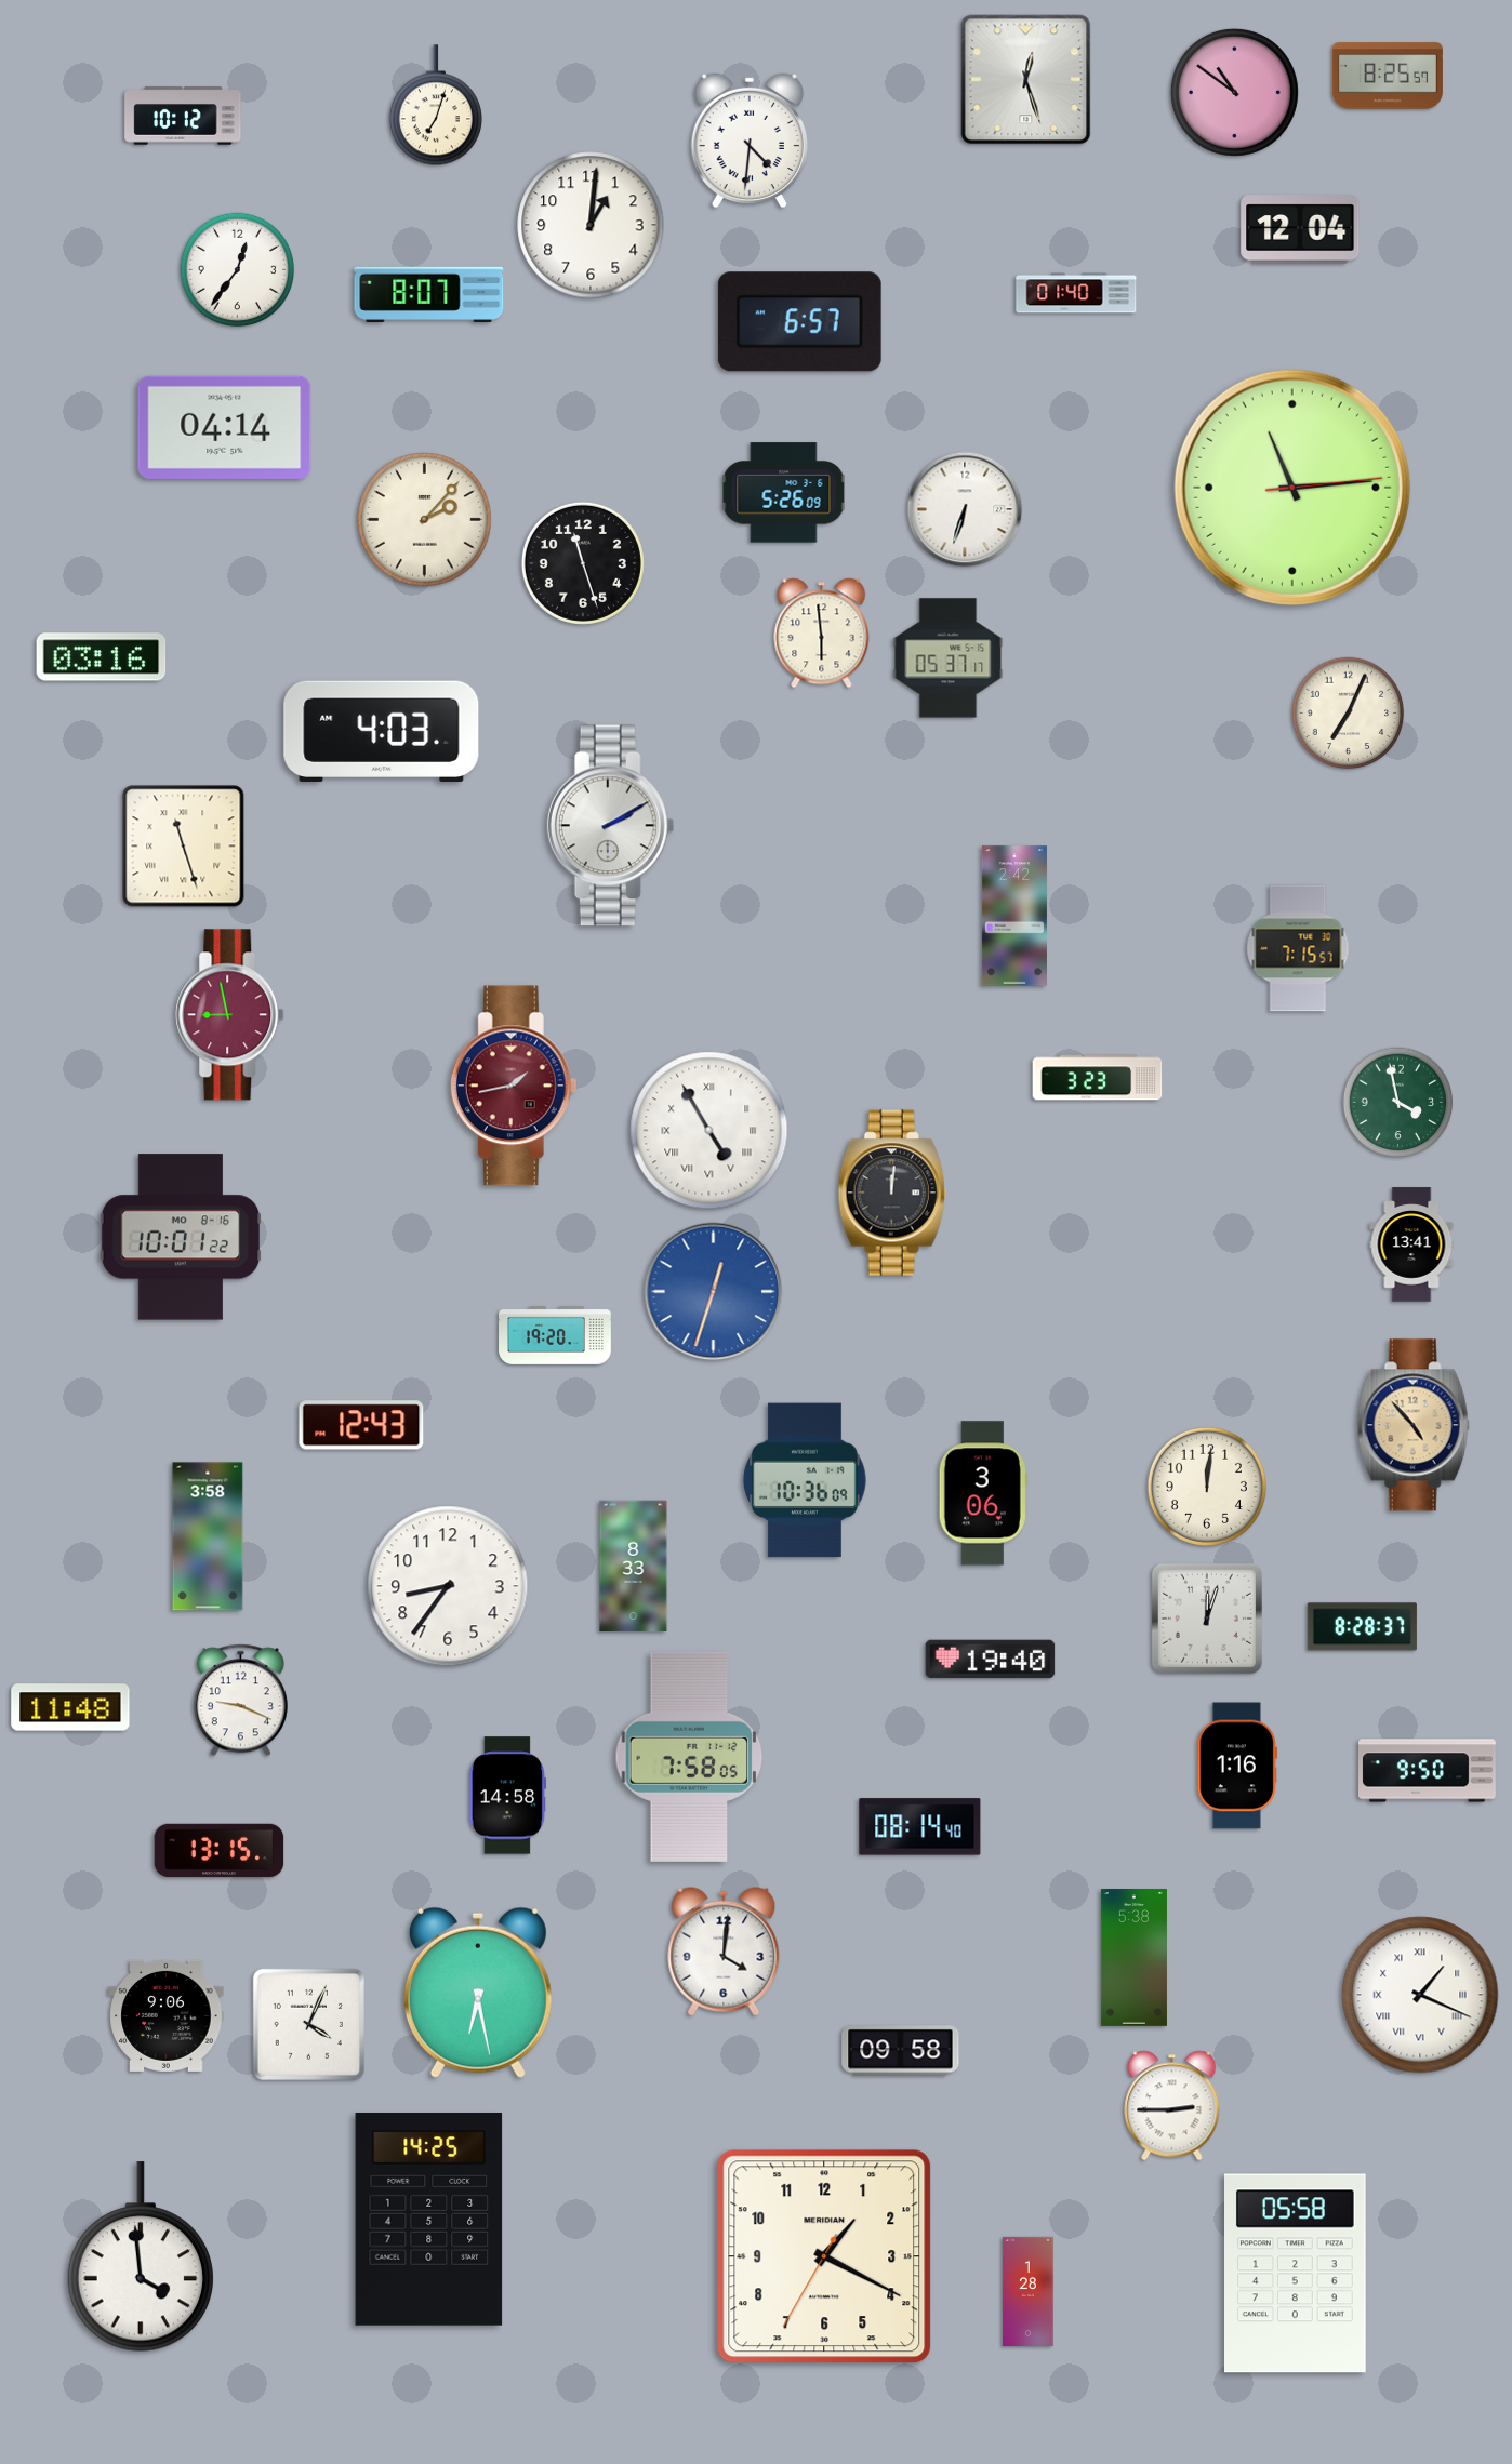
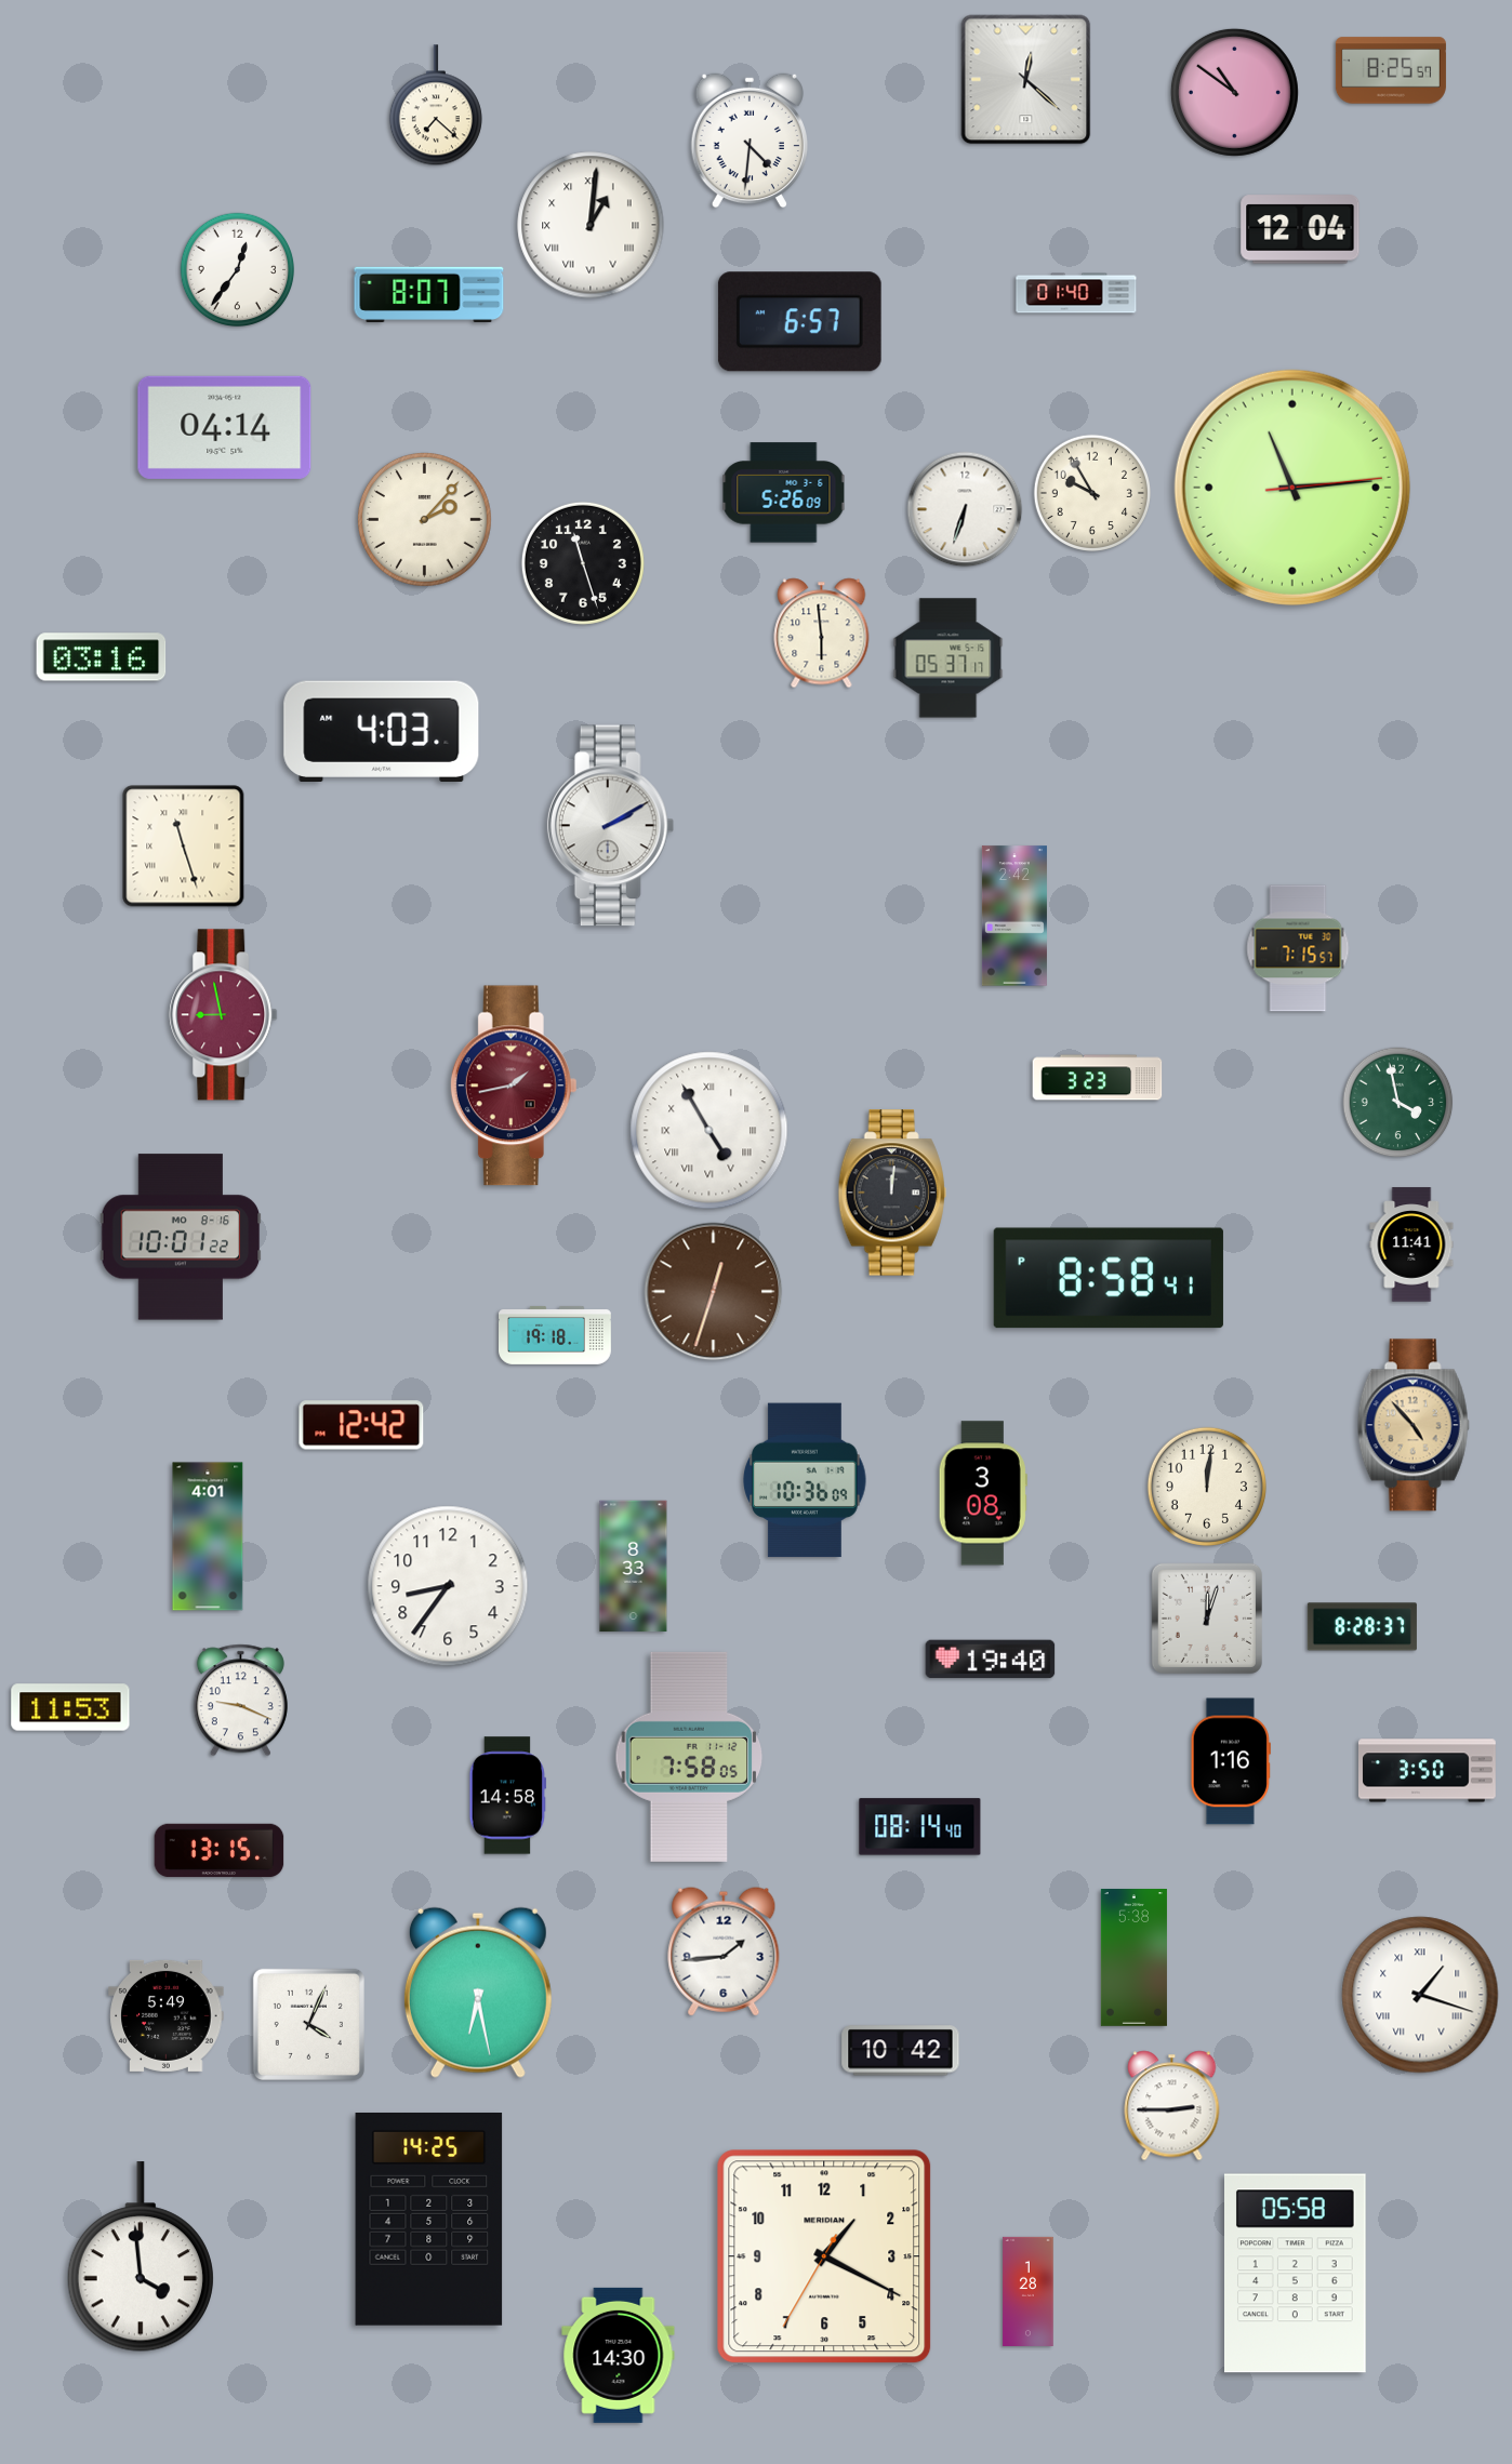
clock at (1388, 76) position: (1388, 76) -> (1391, 70)
clock at (1026, 80): 12:27 -> 12:22
clock at (436, 106): 7:03 -> 7:22
clock at (183, 116): 10:12 -> none
clock at (591, 225) numerals: Arabic -> Roman
clock at (1091, 492): none -> 9:55
clock at (1349, 714): 7:04 -> none
clock at (230, 1015) position: (230, 1015) -> (224, 1015)
clock at (1411, 1244): 13:41 -> 11:41
clock at (1109, 1278): none -> 8:58
clock at (714, 1292) dial: blue -> brown
clock at (556, 1335): 19:20 -> 19:18
clock at (361, 1425): 12:43 -> 12:42
clock at (983, 1493): 3:06 -> 3:08
clock at (208, 1536): 3:58 -> 4:01
clock at (70, 1707): 11:48 -> 11:53
clock at (1237, 1766) position: (1237, 1766) -> (1231, 1761)
clock at (1428, 1771): 9:50 -> 3:50
clock at (724, 1952): 4:01 -> 1:44
clock at (1420, 1995): 1:19 -> 1:18
clock at (167, 2015): 9:06 -> 5:49
clock at (901, 2051): 09:58 -> 10:42
clock at (619, 2355): none -> 14:30
